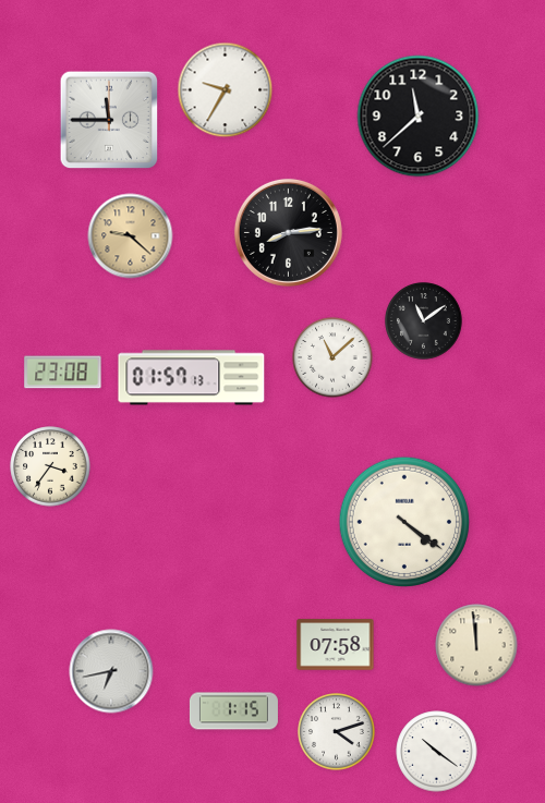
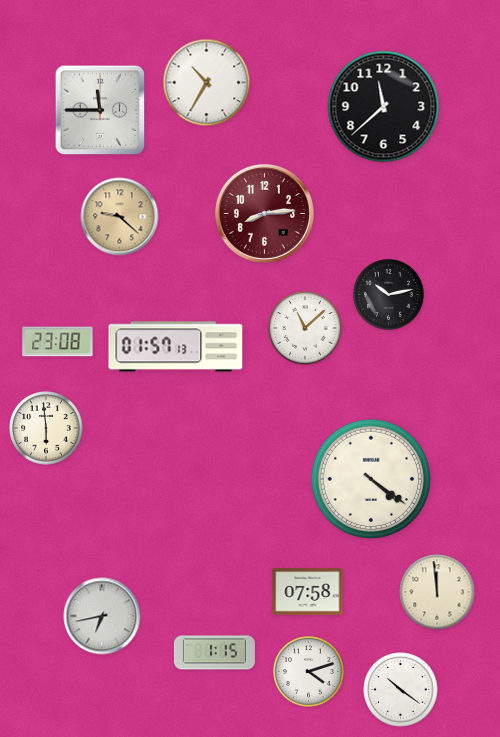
clock at (226, 90): 9:35 -> 10:35
clock at (288, 232) dial: black -> burgundy
clock at (424, 321): 11:09 -> 10:13
clock at (50, 466): 3:36 -> 5:59
